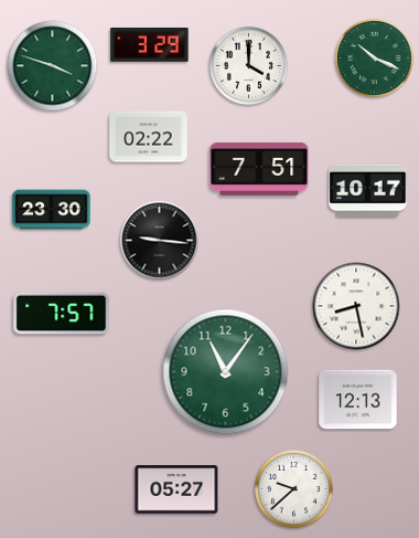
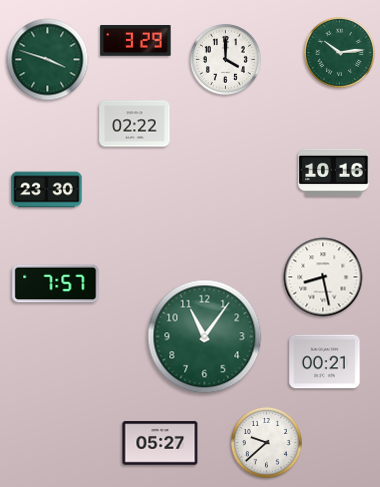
clock at (374, 57): 10:19 -> 10:14
clock at (259, 169): 7:51 -> none
clock at (368, 190): 10:17 -> 10:16
clock at (160, 241): 9:16 -> none
clock at (358, 400): 12:13 -> 00:21
